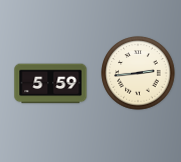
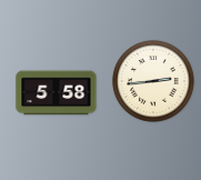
clock at (51, 84): 5:59 -> 5:58
